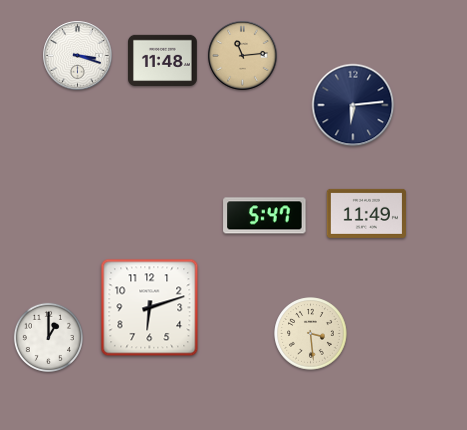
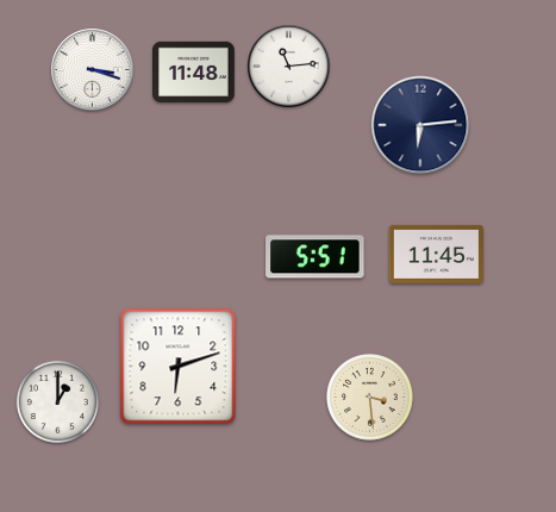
clock at (78, 56) position: (78, 56) -> (93, 70)
clock at (243, 56) dial: champagne -> white
clock at (366, 213): 11:49 -> 11:45
clock at (265, 216): 5:47 -> 5:51
